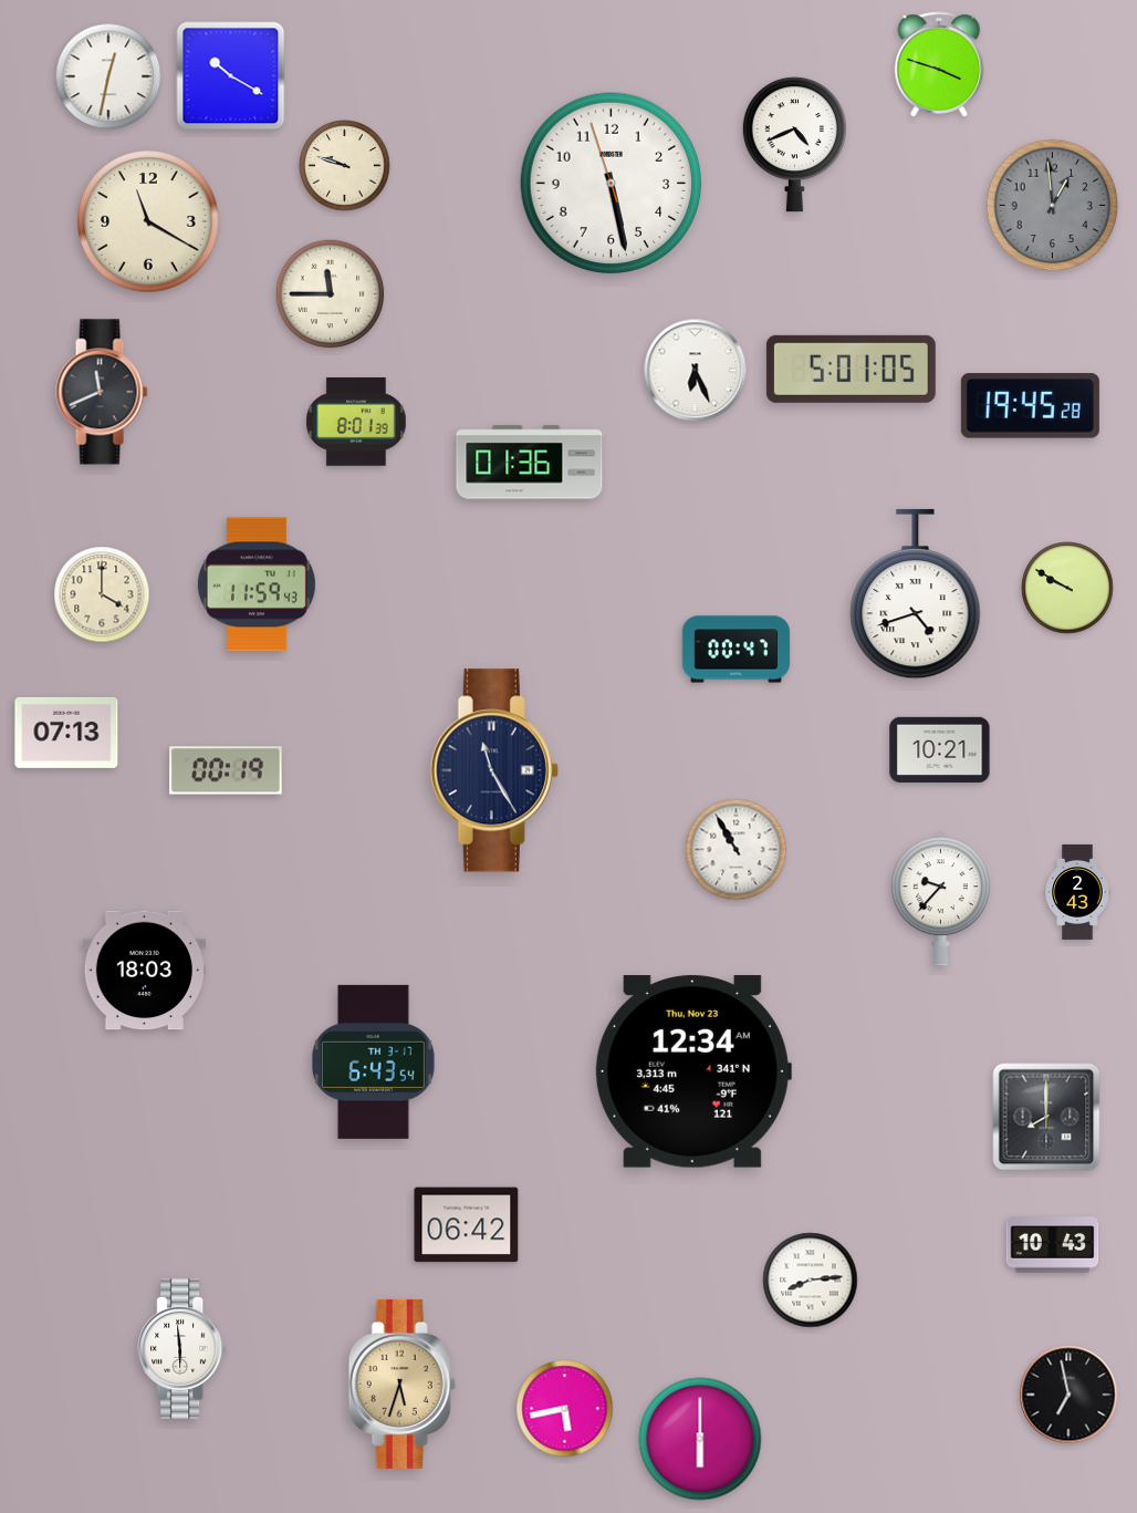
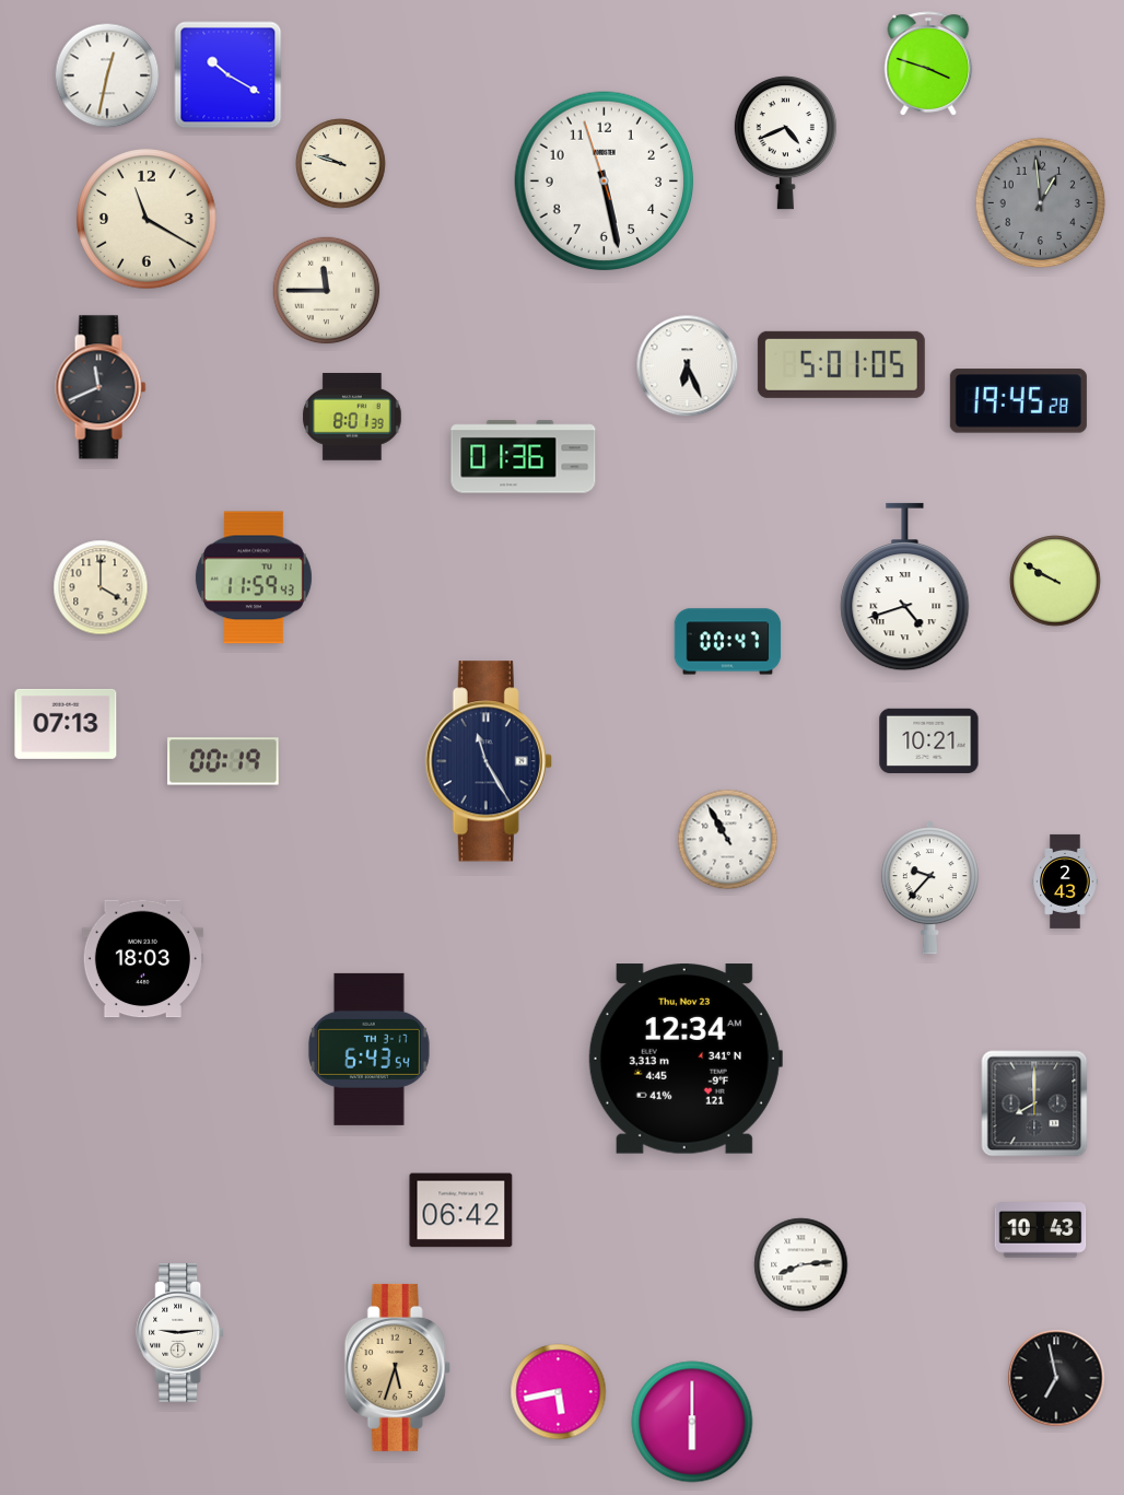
clock at (182, 1348): 5:59 -> 9:14
